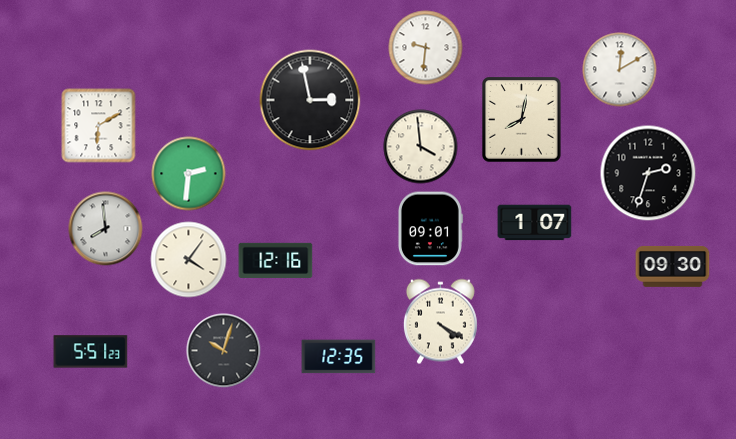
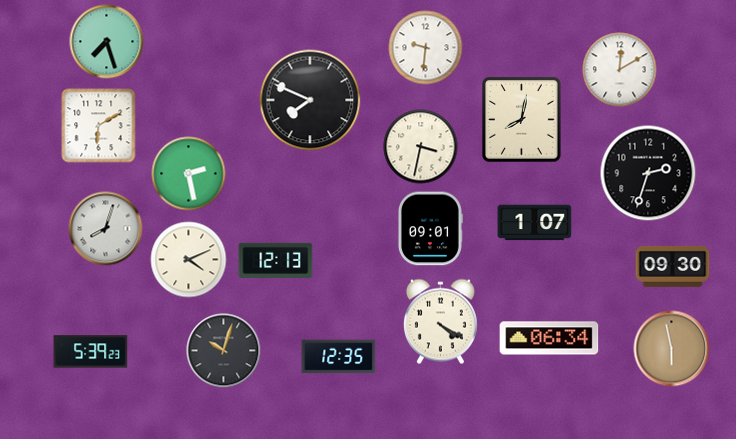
clock at (107, 42): none -> 7:27
clock at (310, 100): 2:58 -> 7:49
clock at (421, 147): 3:59 -> 3:32
clock at (189, 174): 2:31 -> 2:28
clock at (106, 229): 7:59 -> 8:03
clock at (189, 260): 4:06 -> 4:11
clock at (276, 260): 12:16 -> 12:13
clock at (549, 338): none -> 06:34
clock at (672, 349): none -> 5:58
clock at (91, 352): 5:51 -> 5:39
